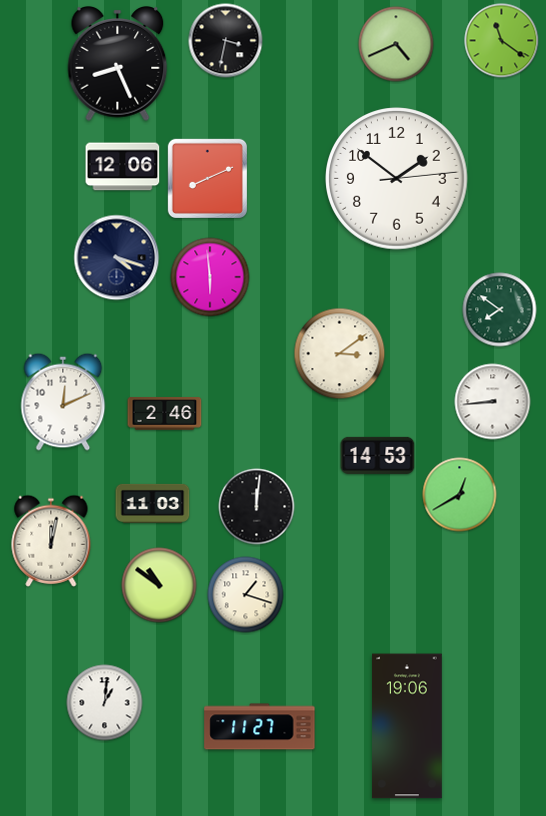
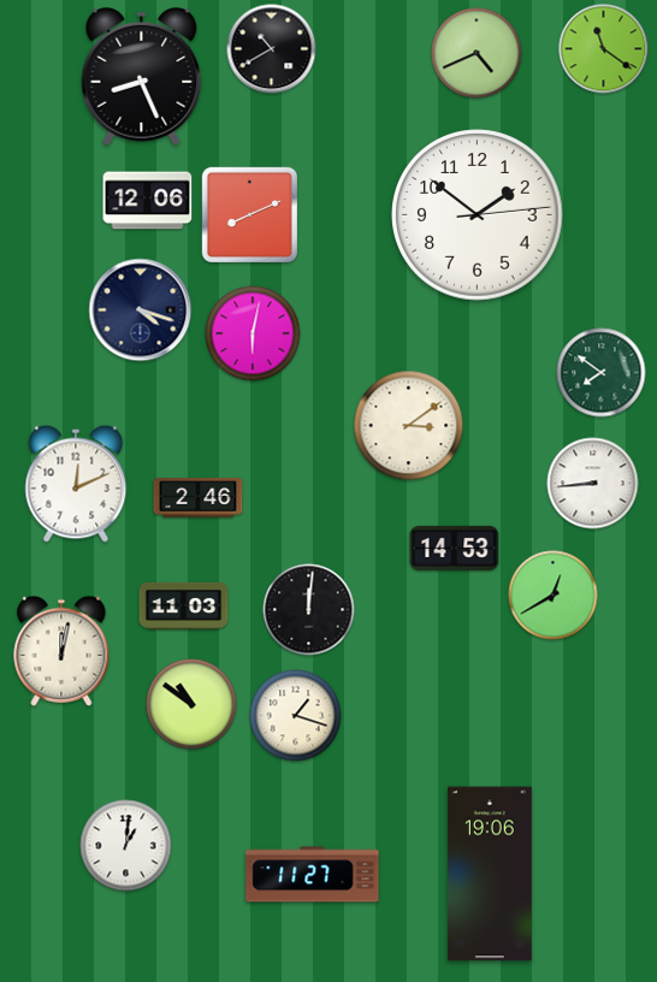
clock at (226, 41): 3:32 -> 10:40
clock at (210, 277): 5:59 -> 6:02
